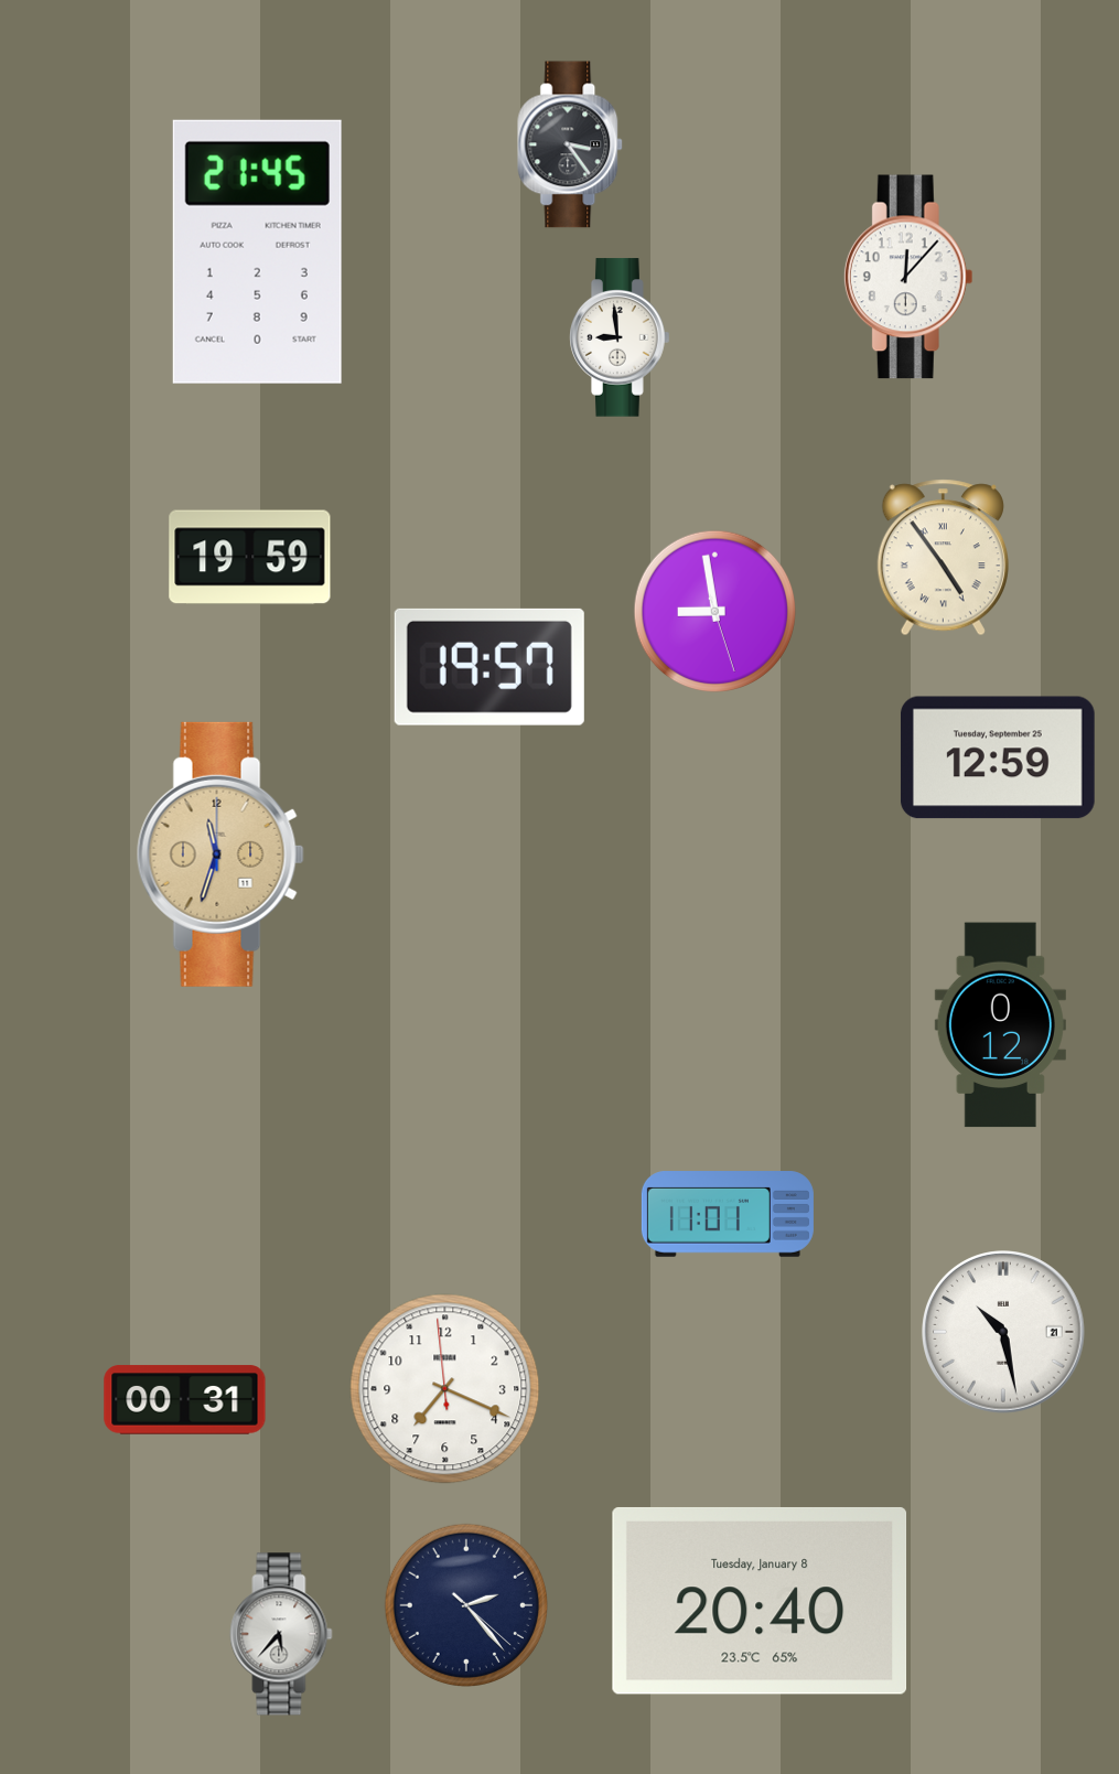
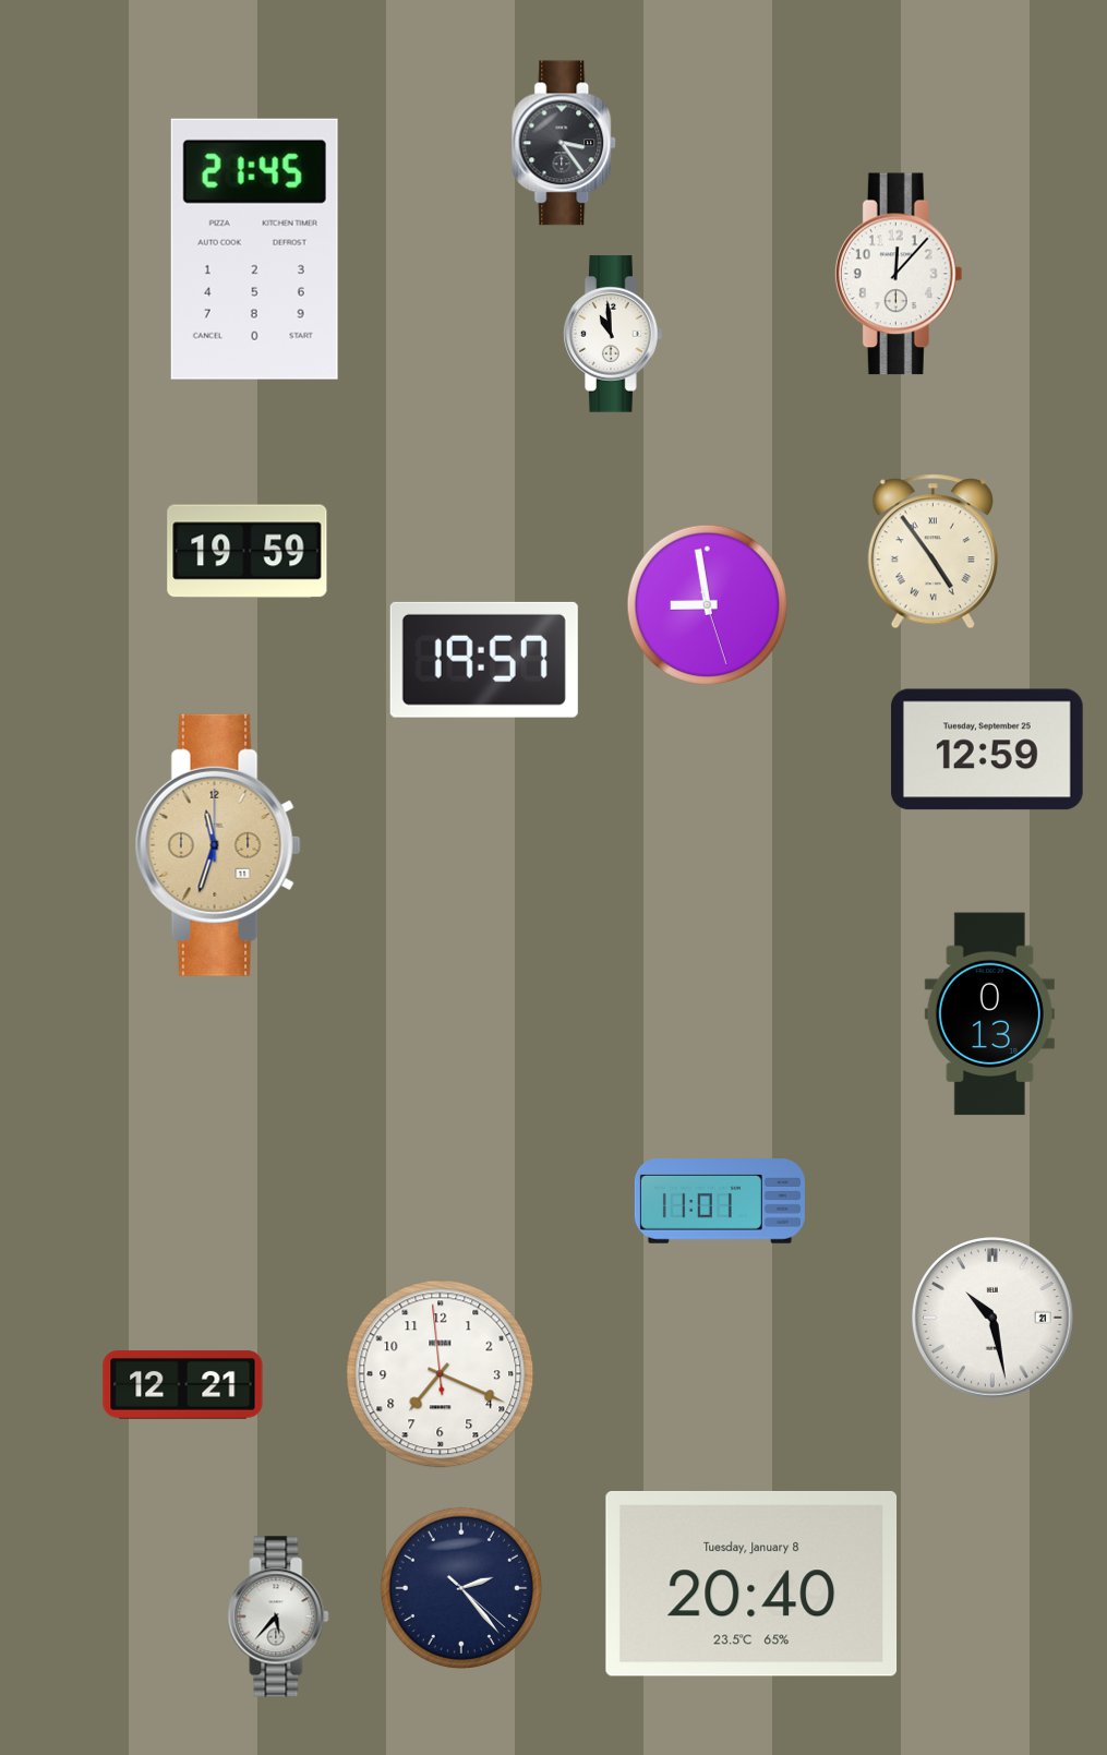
clock at (620, 337): 8:59 -> 10:59
clock at (1000, 1025): 0:12 -> 0:13
clock at (185, 1400): 00:31 -> 12:21
